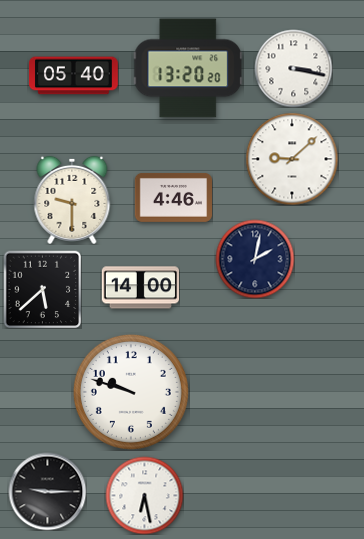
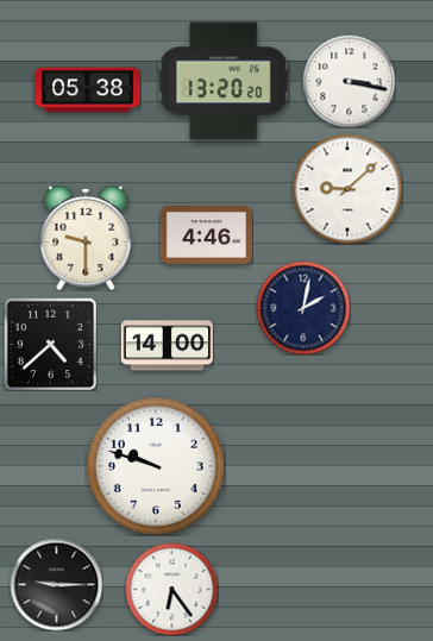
clock at (74, 76): 05:40 -> 05:38
clock at (140, 288) position: (140, 288) -> (167, 346)
clock at (42, 289): 5:38 -> 4:38
clock at (144, 495): 6:28 -> 6:24
